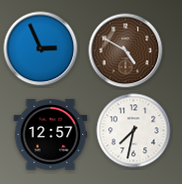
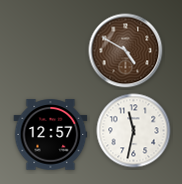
clock at (41, 49): 2:56 -> none
clock at (134, 131): 7:32 -> 11:32
